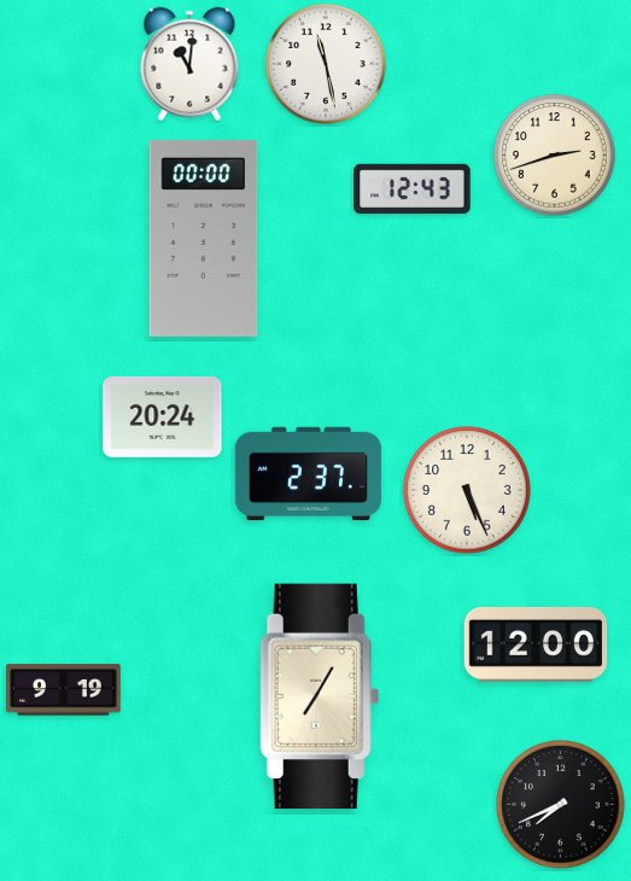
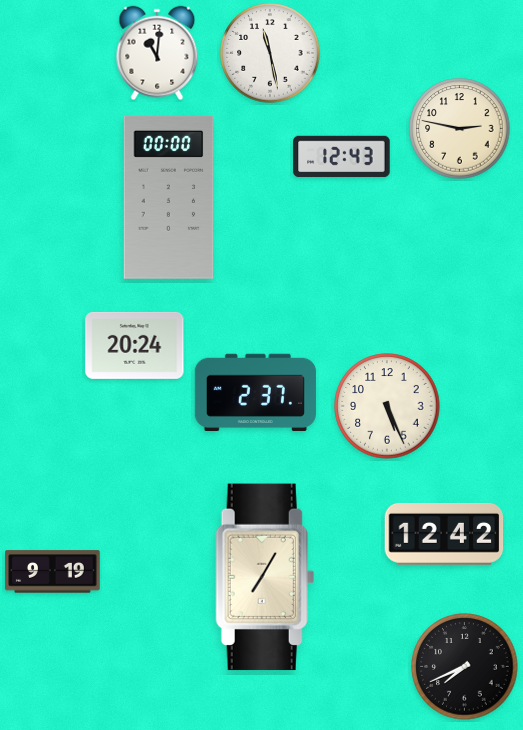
clock at (555, 156): 2:42 -> 2:47
clock at (536, 644): 12:00 -> 12:42
